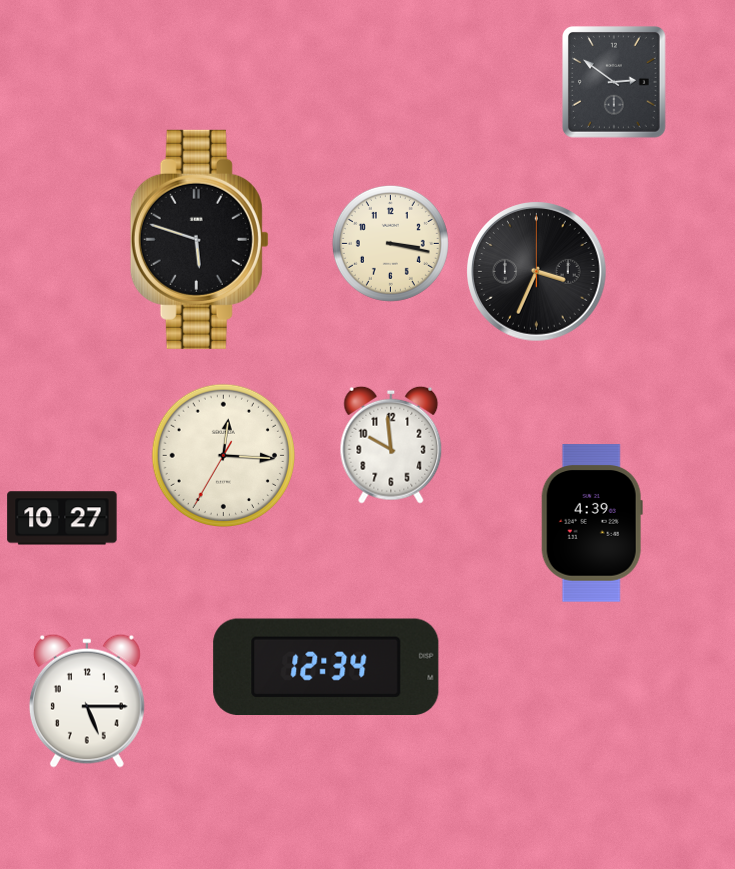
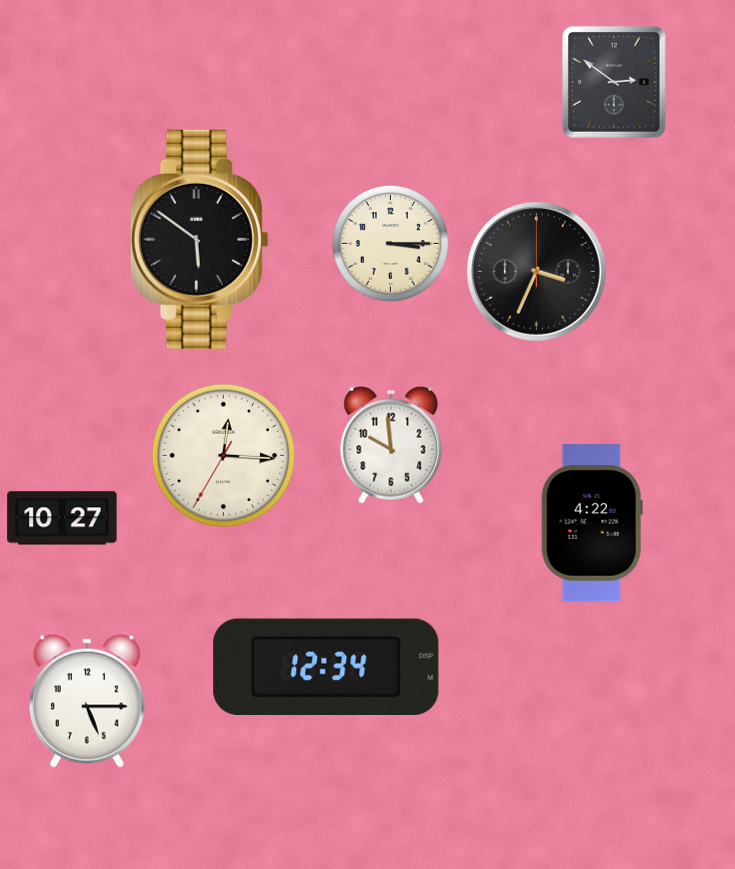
clock at (199, 239): 5:48 -> 5:51
clock at (390, 243): 3:17 -> 3:15
clock at (592, 523): 4:39 -> 4:22
